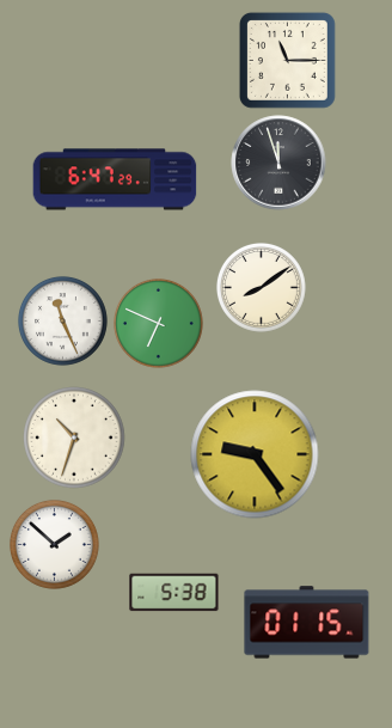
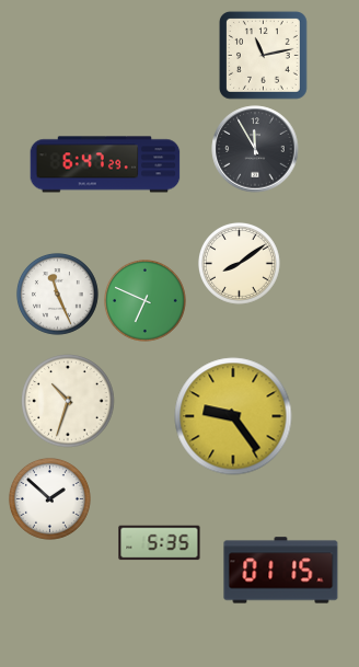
clock at (287, 60): 11:15 -> 11:13
clock at (278, 163): 11:57 -> 11:55
clock at (158, 323) position: (158, 323) -> (144, 300)
clock at (174, 593): 5:38 -> 5:35
